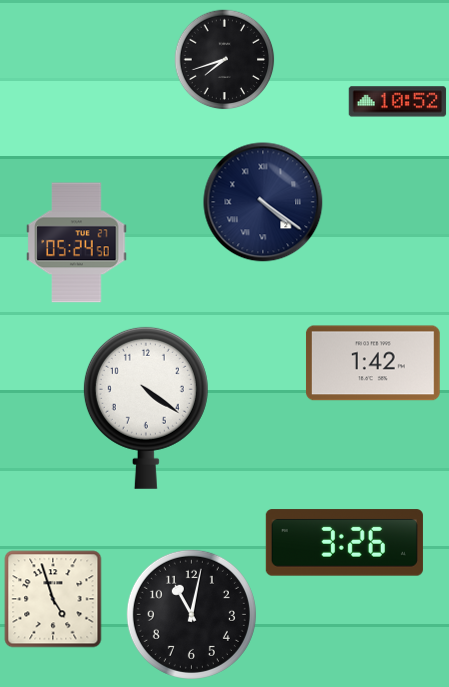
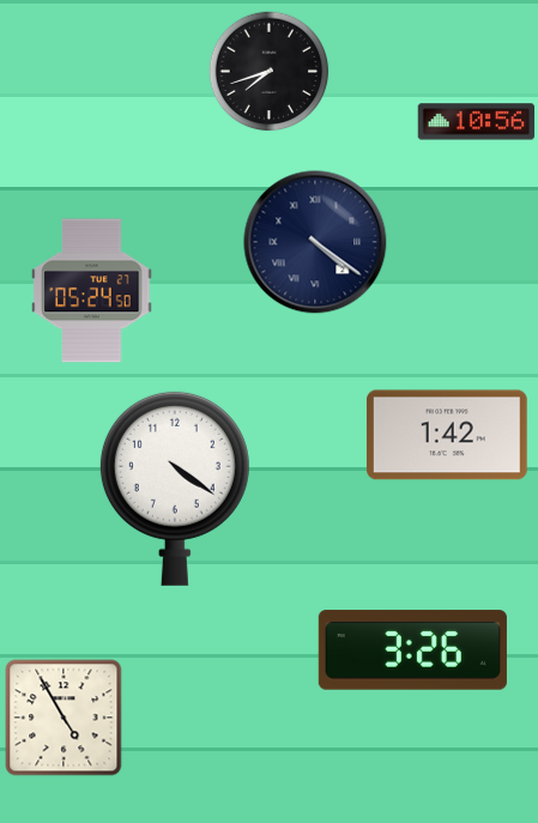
clock at (398, 102): 10:52 -> 10:56
clock at (53, 599): 4:57 -> 4:55
clock at (191, 614): 11:02 -> none
